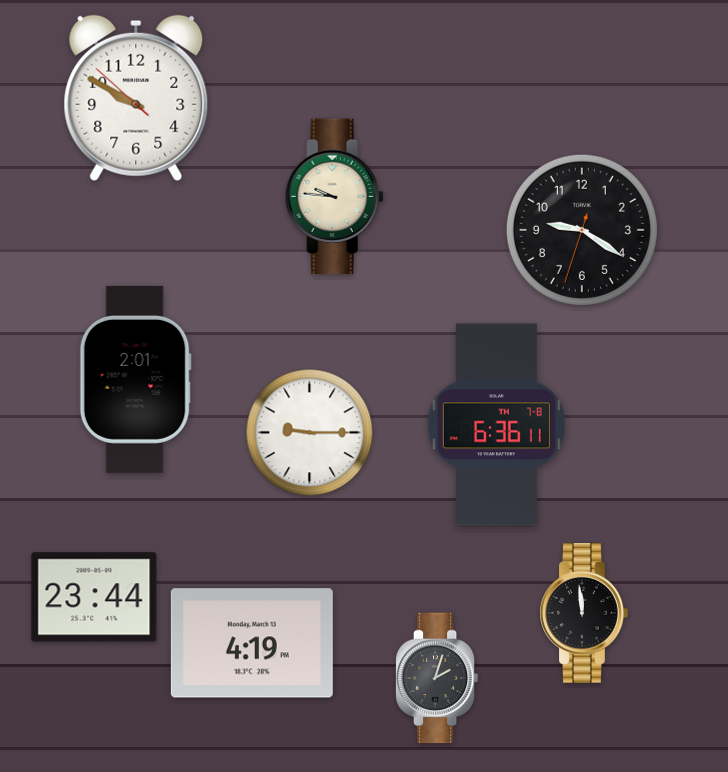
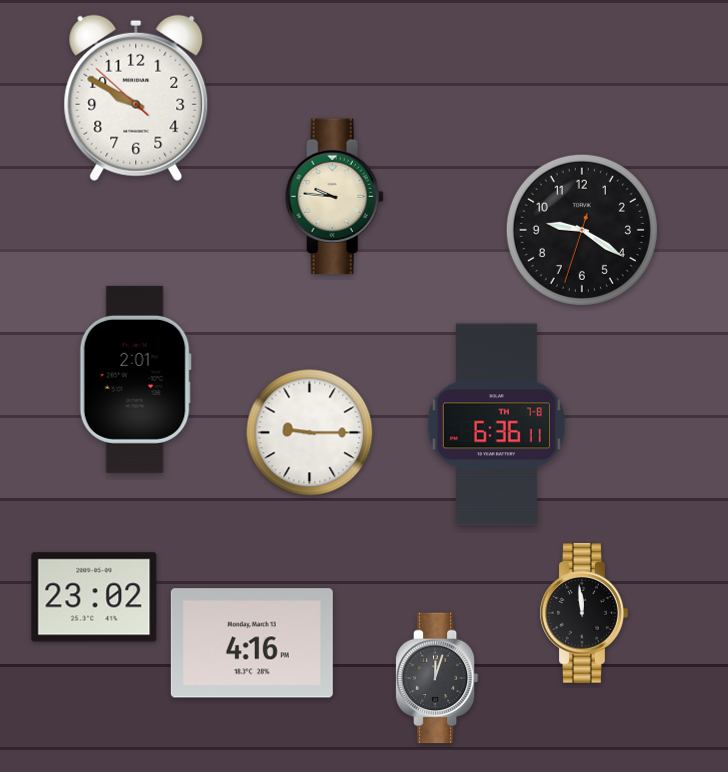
clock at (94, 597): 23:44 -> 23:02
clock at (252, 643): 4:19 -> 4:16
clock at (437, 678): 2:03 -> 12:03
